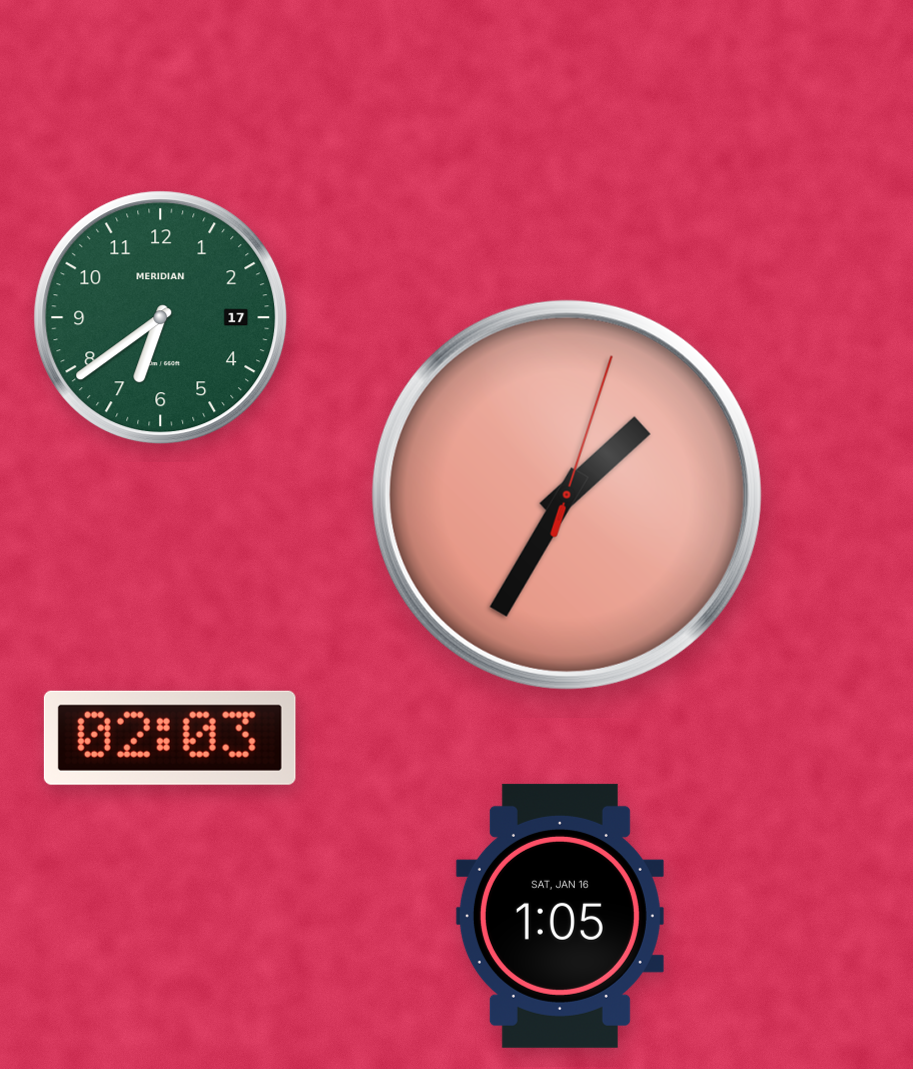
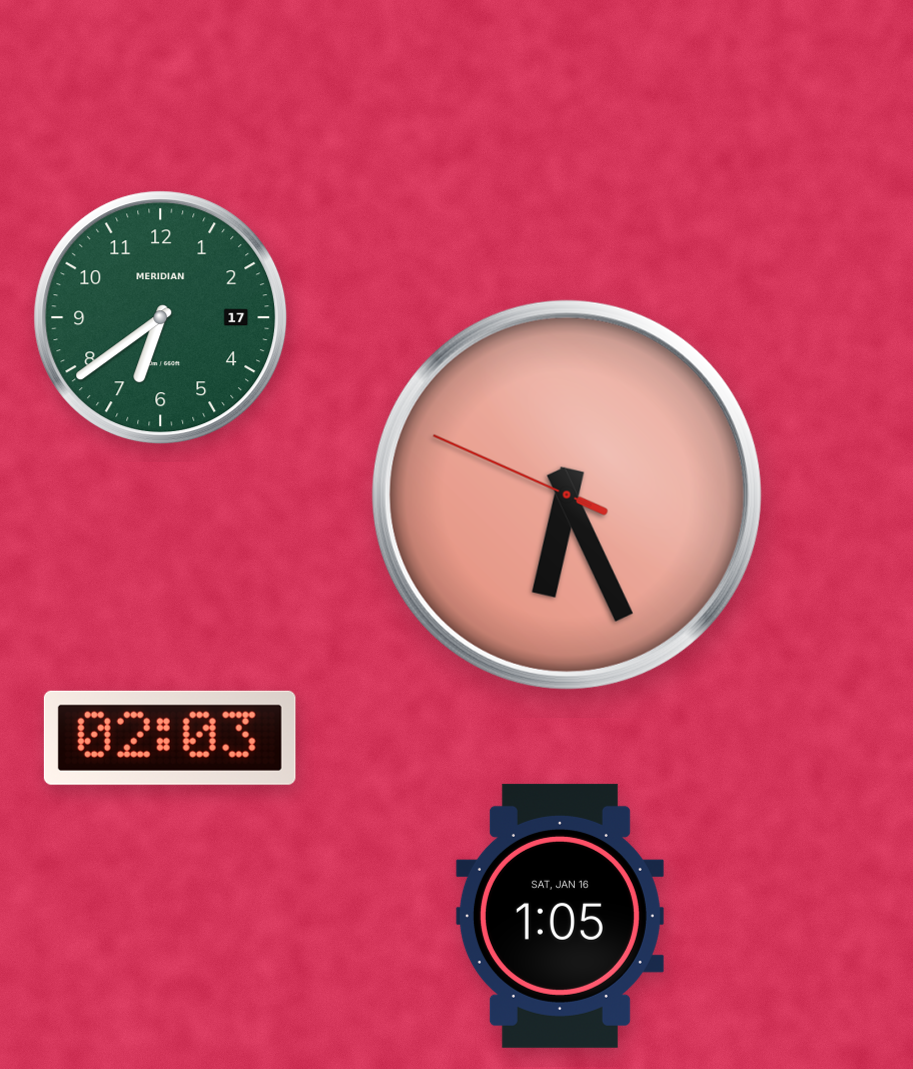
clock at (567, 495): 1:35 -> 6:25
